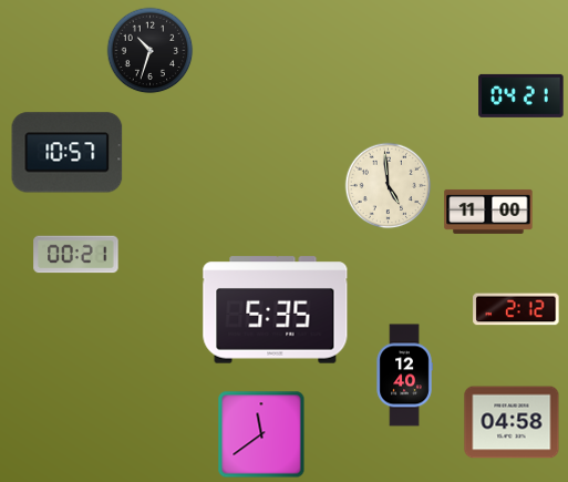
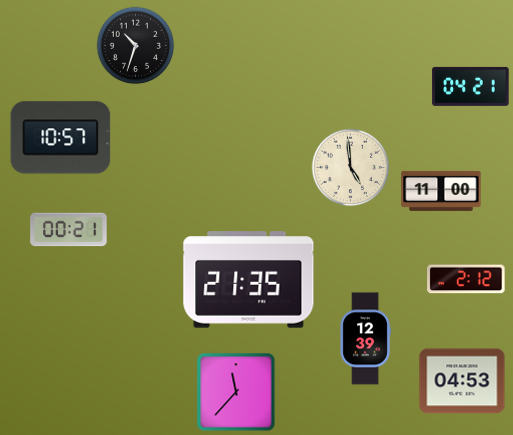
clock at (276, 310): 5:35 -> 21:35
clock at (404, 376): 12:40 -> 12:39
clock at (512, 422): 04:58 -> 04:53
clock at (261, 434): 11:39 -> 11:37
